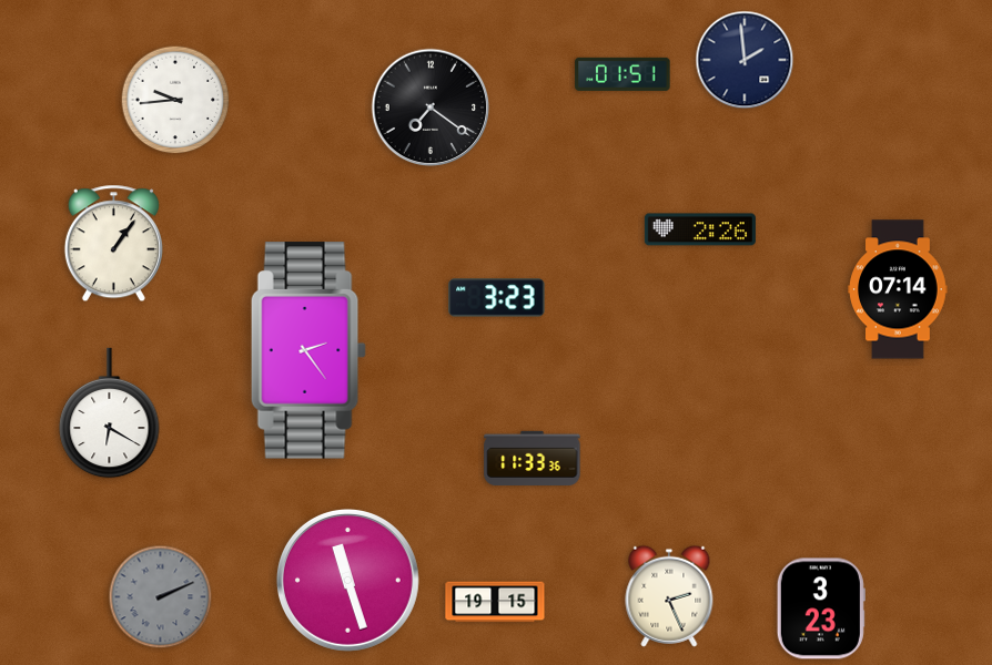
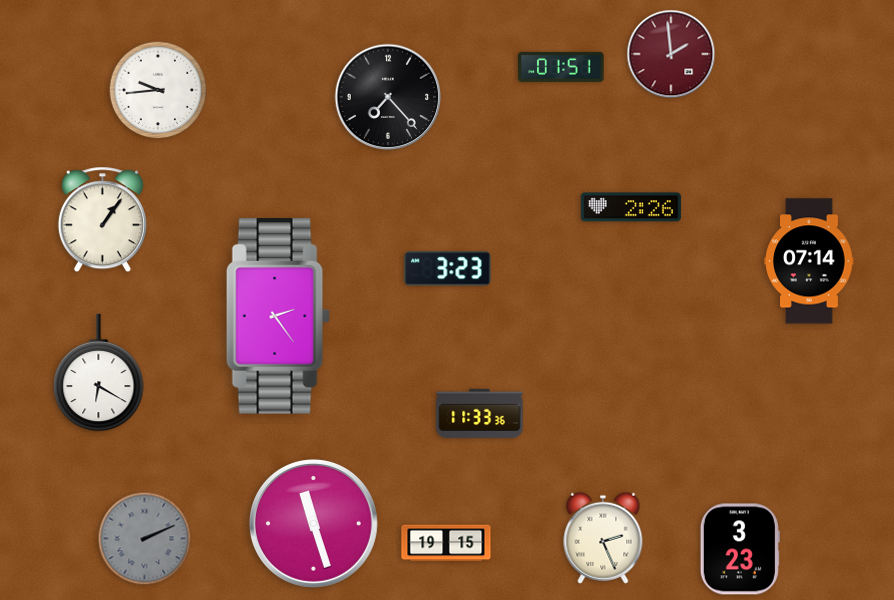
clock at (745, 60) dial: navy -> burgundy
clock at (431, 108): 7:21 -> 7:23
